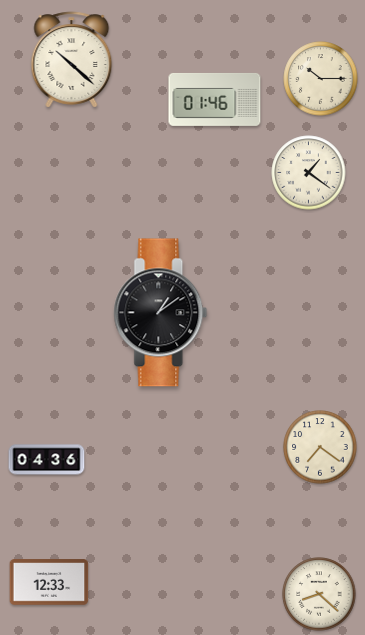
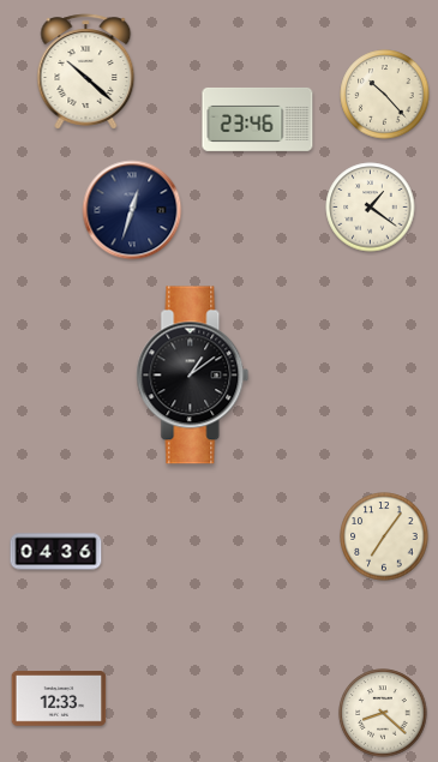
clock at (321, 79): 10:15 -> 10:23
clock at (215, 99): 01:46 -> 23:46
clock at (132, 210): none -> 12:33
clock at (320, 447): 7:21 -> 7:06
